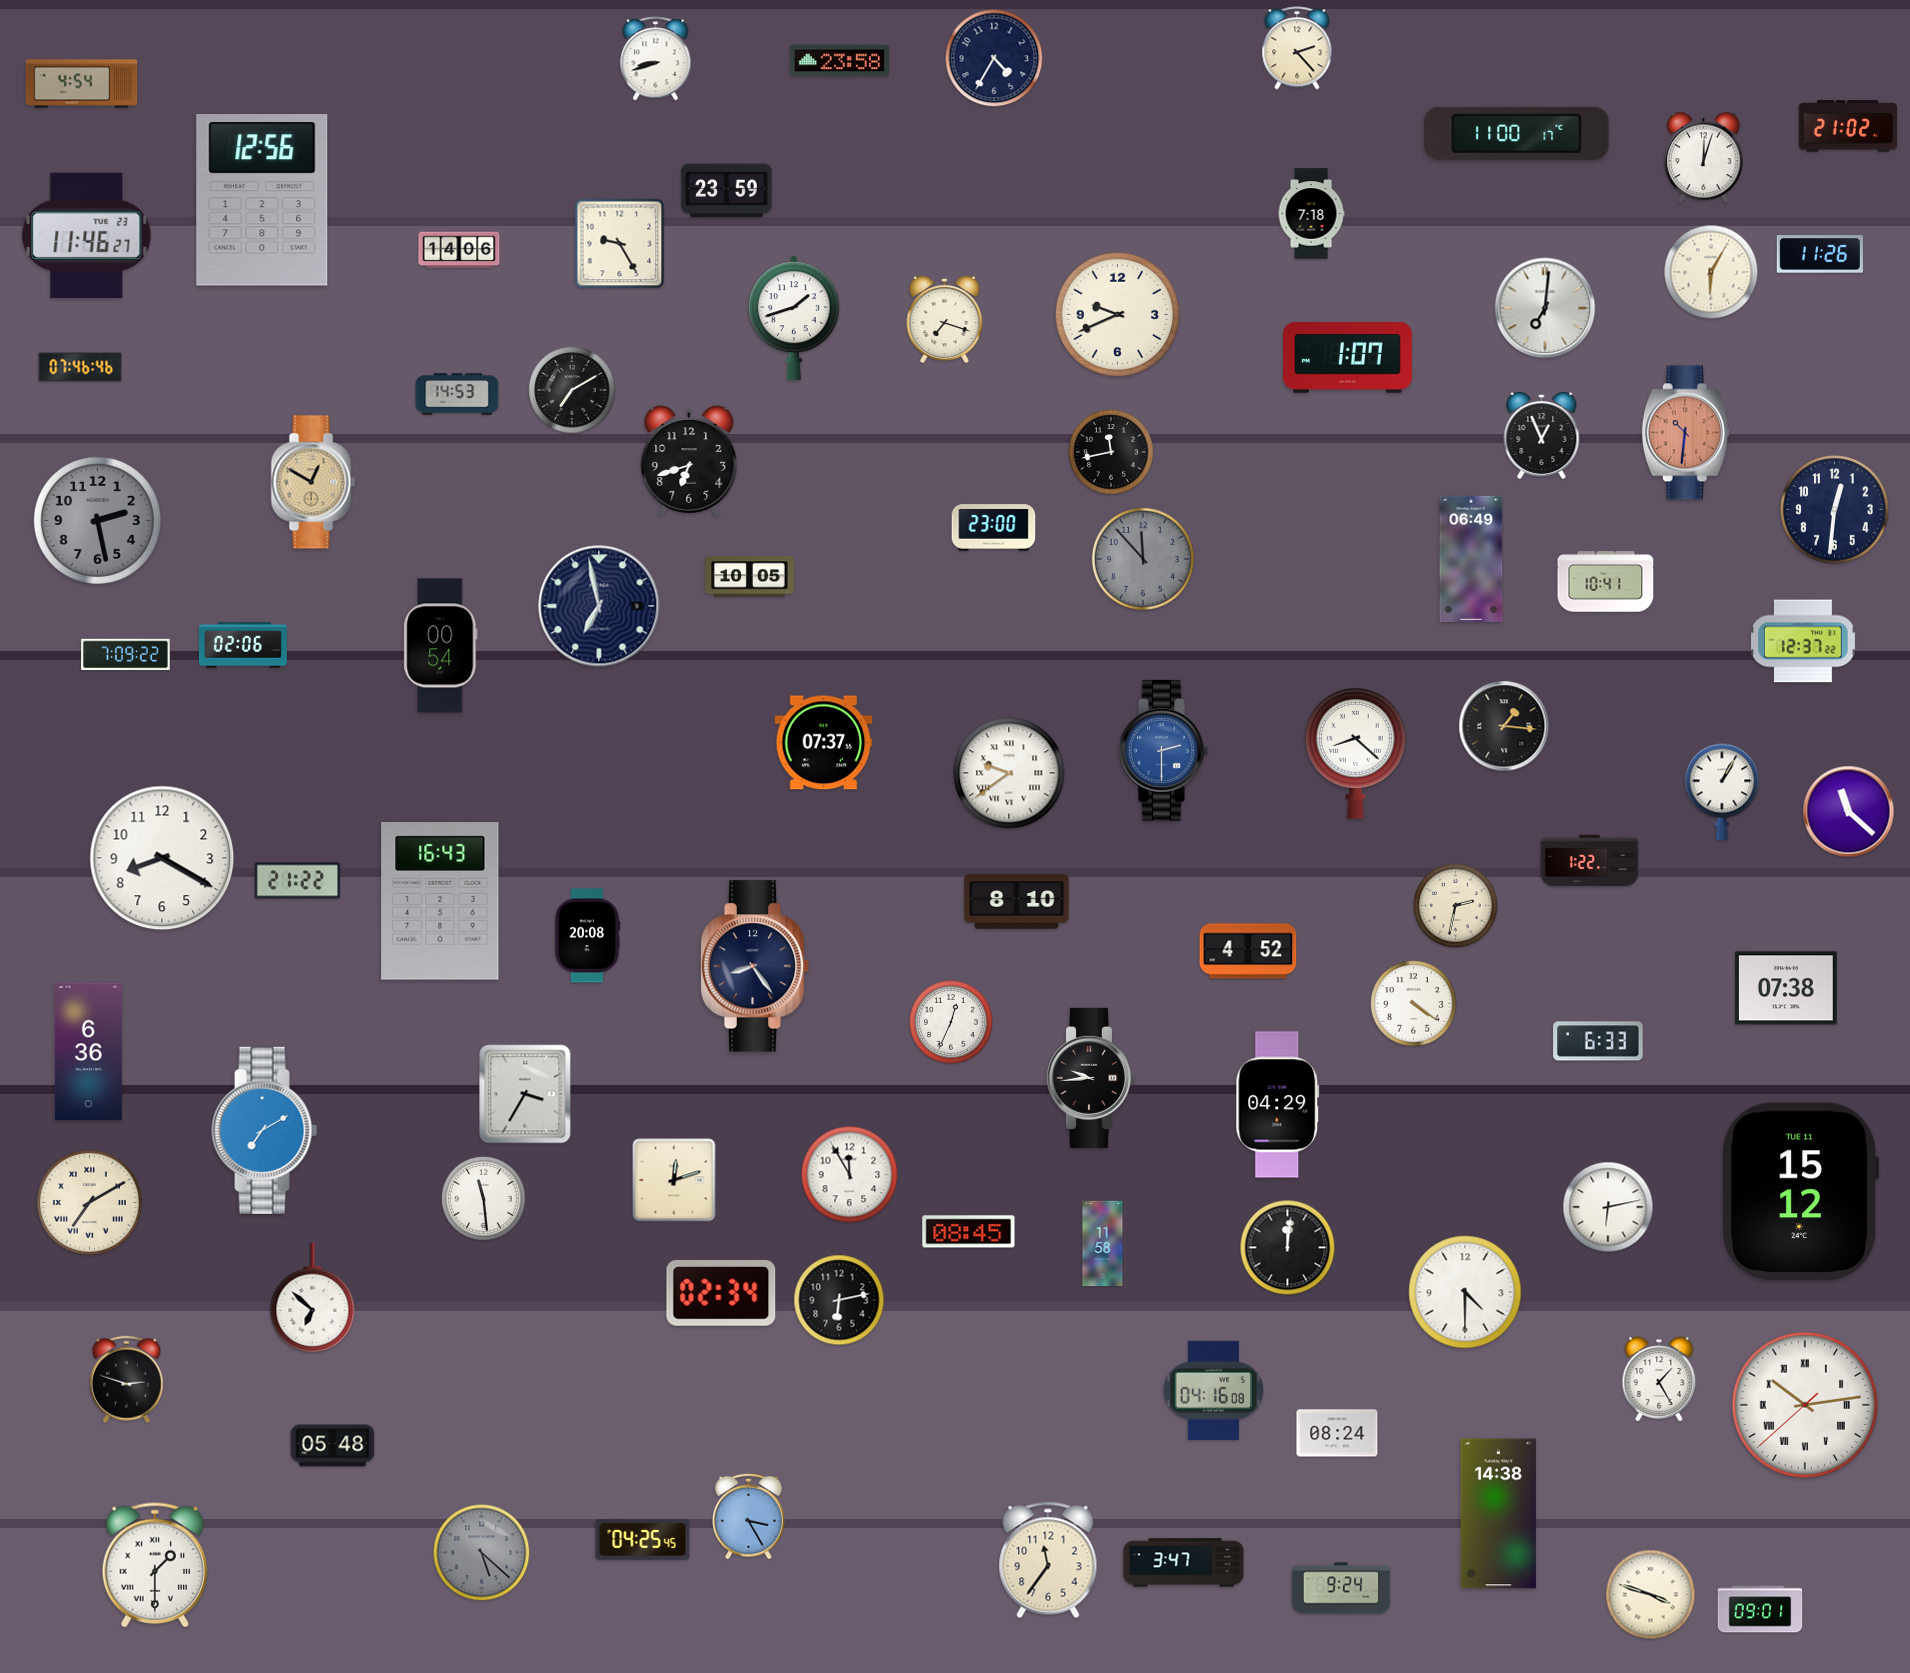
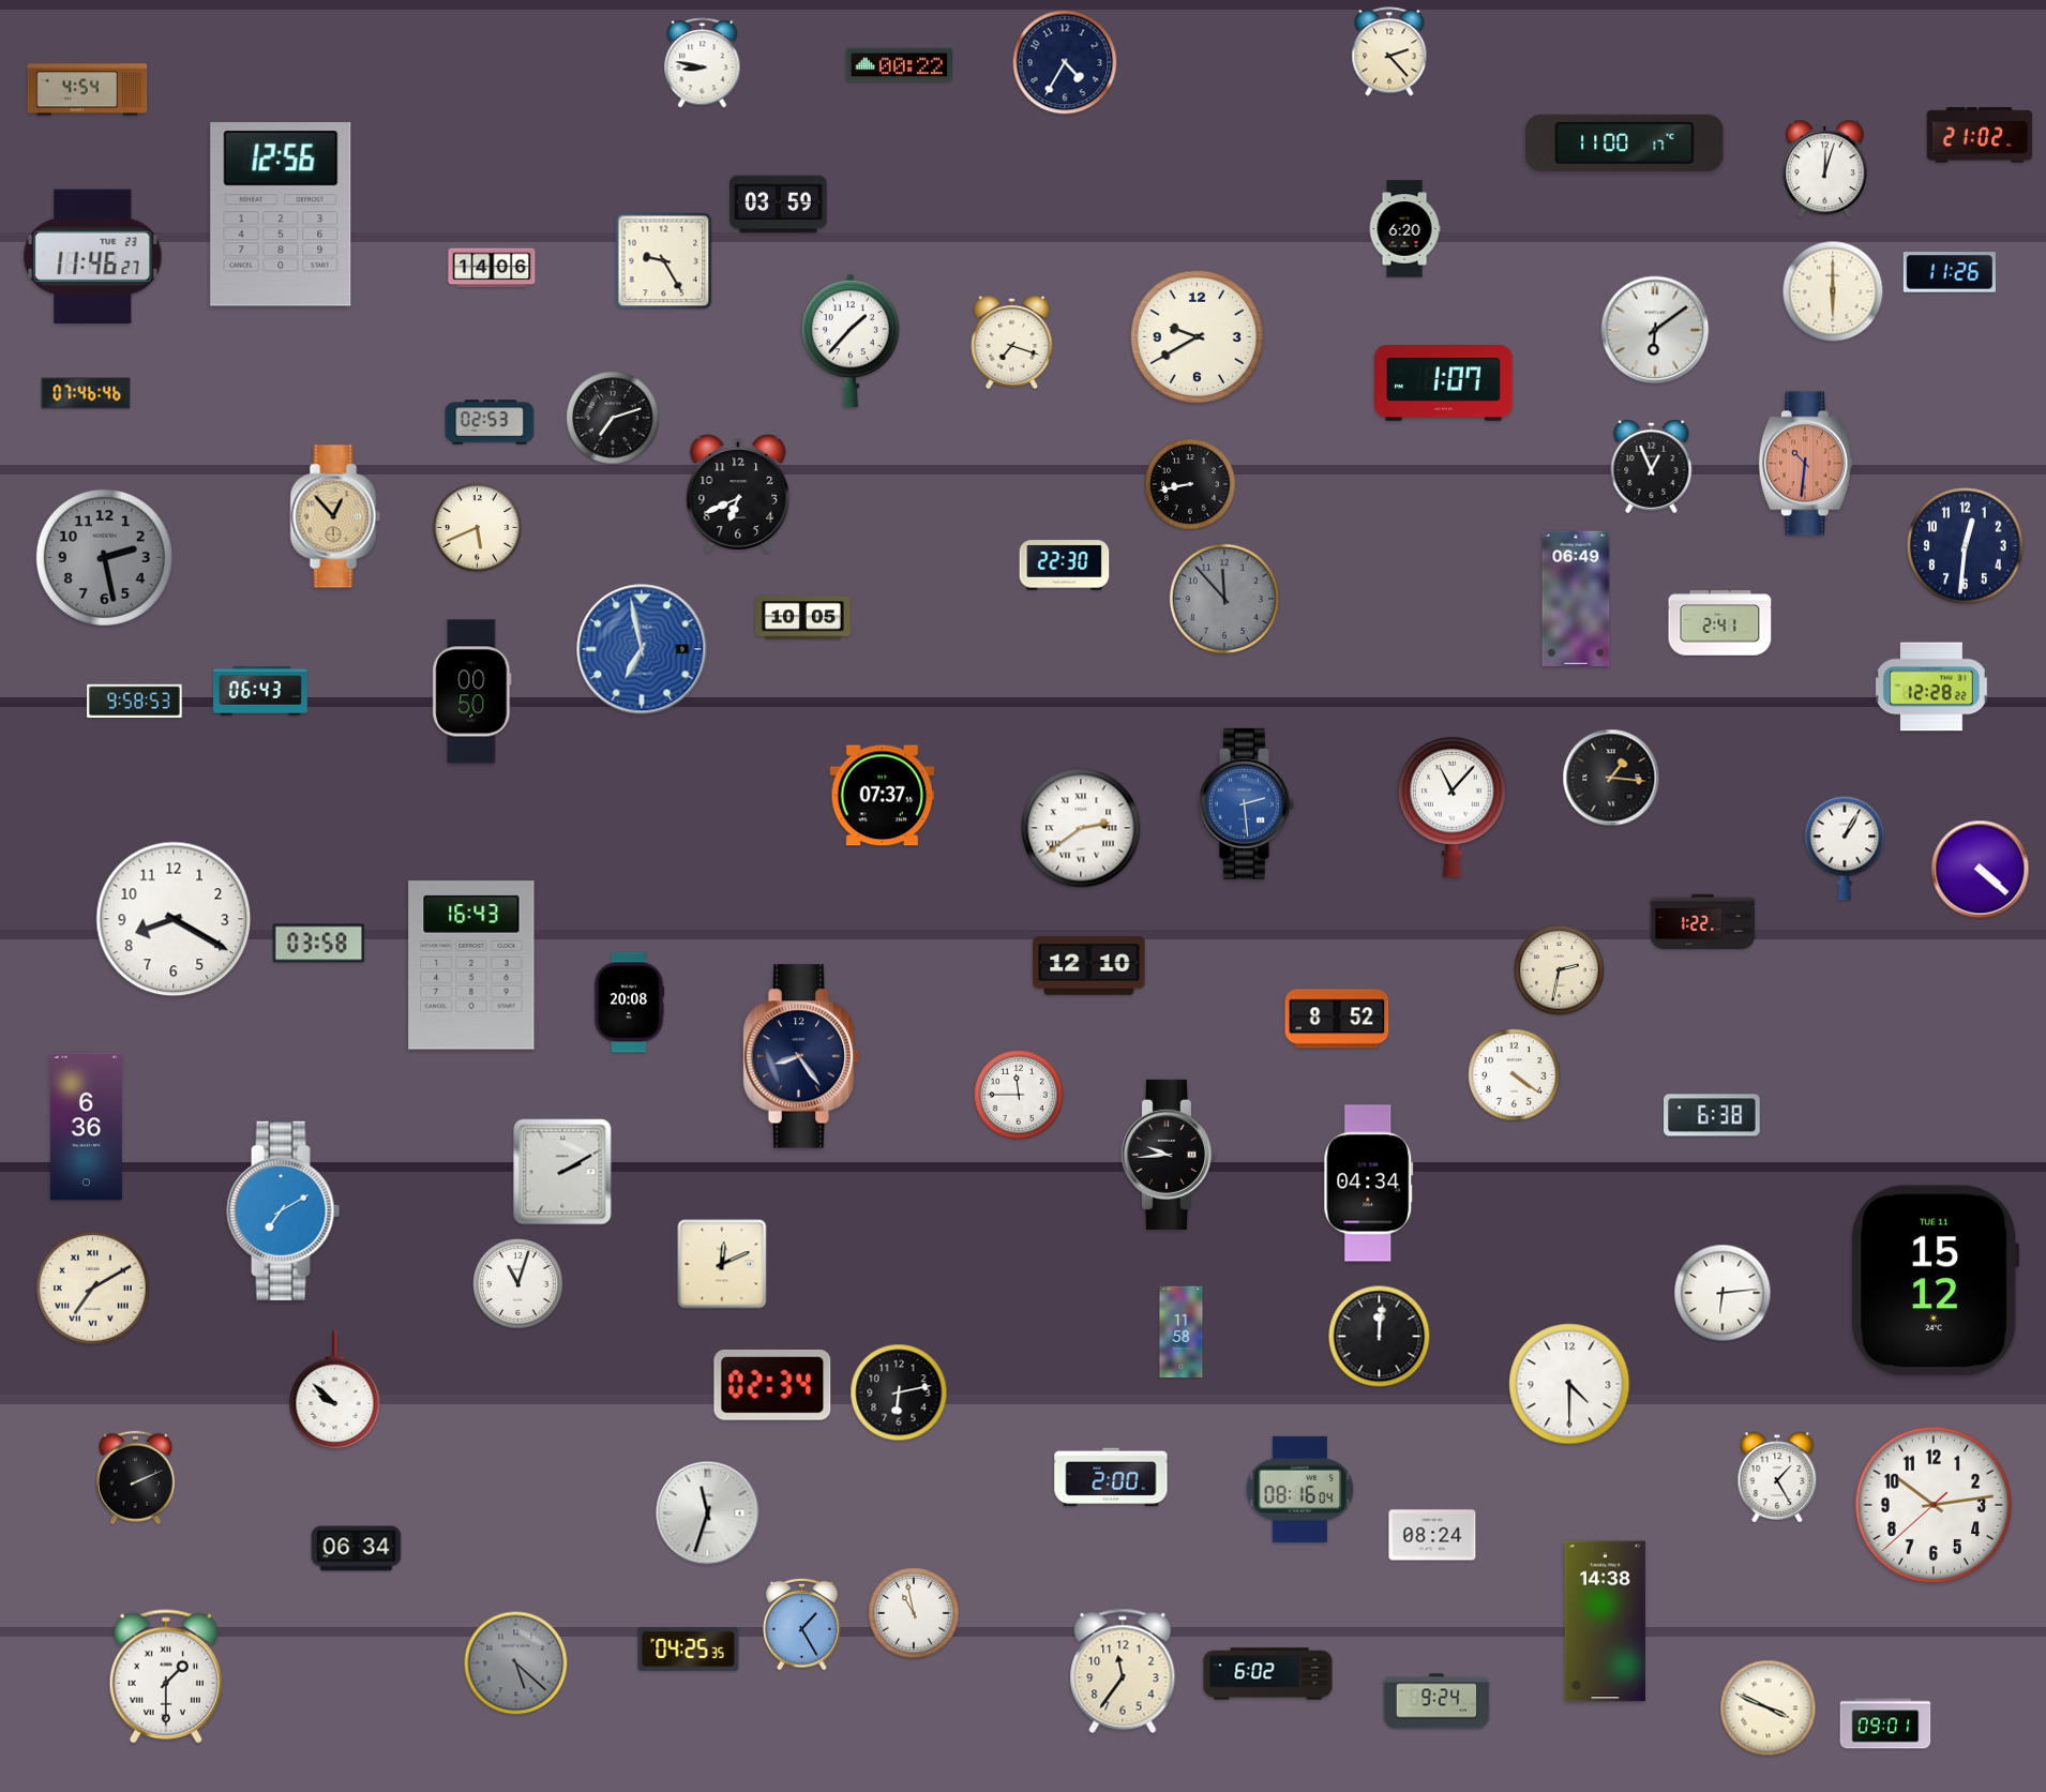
clock at (656, 59): 8:42 -> 8:47
clock at (839, 61): 23:58 -> 00:22
clock at (727, 191): 23:59 -> 03:59
clock at (1311, 214): 7:18 -> 6:20
clock at (87, 235) position: (87, 235) -> (93, 256)
clock at (1711, 272): 6:05 -> 6:00
clock at (1545, 308): 7:01 -> 6:09
clock at (1117, 314): 9:41 -> 9:40
clock at (794, 318): 1:42 -> 1:37
clock at (572, 390): 7:10 -> 7:12
clock at (457, 394): 14:53 -> 02:53
clock at (1111, 452): 11:43 -> 8:43
clock at (689, 461): 6:42 -> 6:41
clock at (313, 482): 12:50 -> 12:53
clock at (477, 527): none -> 5:41
clock at (994, 528): 23:00 -> 22:30
clock at (1606, 582): 10:41 -> 2:41
clock at (599, 606) dial: navy -> blue
clock at (1803, 641): 12:37 -> 12:28
clock at (243, 645): 02:06 -> 06:43
clock at (441, 646): 00:54 -> 00:50
clock at (126, 655): 7:09 -> 9:58
clock at (1163, 750): 2:30 -> 2:29
clock at (1356, 753): 8:22 -> 11:07
clock at (1009, 773): 9:39 -> 2:39
clock at (1849, 812): 11:22 -> 4:22
clock at (298, 881): 21:22 -> 03:58
clock at (1017, 902): 8:10 -> 12:10
clock at (1248, 951): 4:52 -> 8:52
clock at (755, 966) position: (755, 966) -> (801, 1056)
clock at (1786, 988): 07:38 -> none
clock at (952, 1023): 12:34 -> 11:45
clock at (1598, 1041): 6:33 -> 6:38
clock at (88, 1052) position: (88, 1052) -> (86, 1127)
clock at (525, 1094): 3:35 -> 2:10
clock at (1278, 1105): 04:29 -> 04:34
clock at (850, 1175): 11:55 -> none
clock at (674, 1180): 12:12 -> 12:11
clock at (1801, 1192) position: (1801, 1192) -> (1936, 1281)
clock at (484, 1199): 11:29 -> 11:03
clock at (89, 1202) position: (89, 1202) -> (92, 1287)
clock at (1608, 1207): 6:13 -> 6:14
clock at (969, 1232): 08:45 -> none
clock at (313, 1298): 6:52 -> 9:52
clock at (1111, 1477): none -> 2:00
clock at (126, 1380): 2:48 -> 2:11
clock at (1214, 1390): 04:16 -> 08:16
clock at (1805, 1405) numerals: Roman -> Arabic
clock at (708, 1514): none -> 11:33
clock at (333, 1446): 05:48 -> 06:34
clock at (914, 1613): none -> 10:58
clock at (749, 1516): 3:25 -> 1:25
clock at (643, 1540): 04:25:45 -> 04:25:35
clock at (1184, 1563): 3:47 -> 6:02
clock at (1651, 1595): 3:48 -> 3:49
